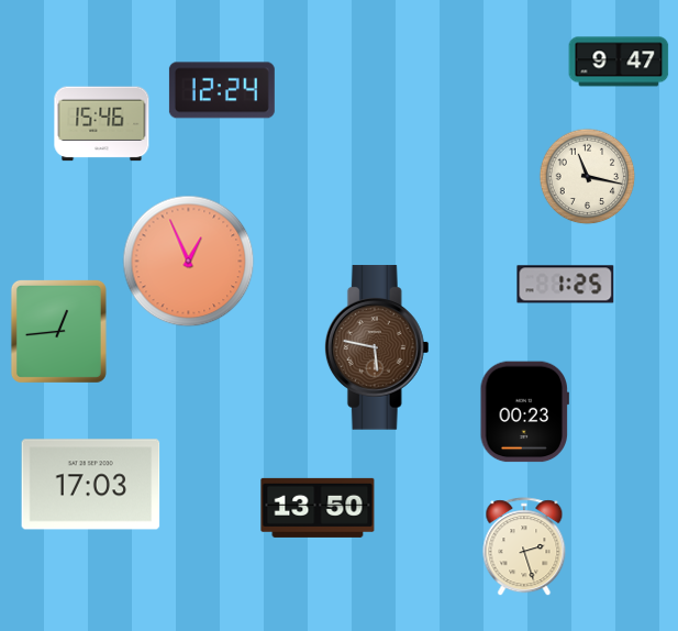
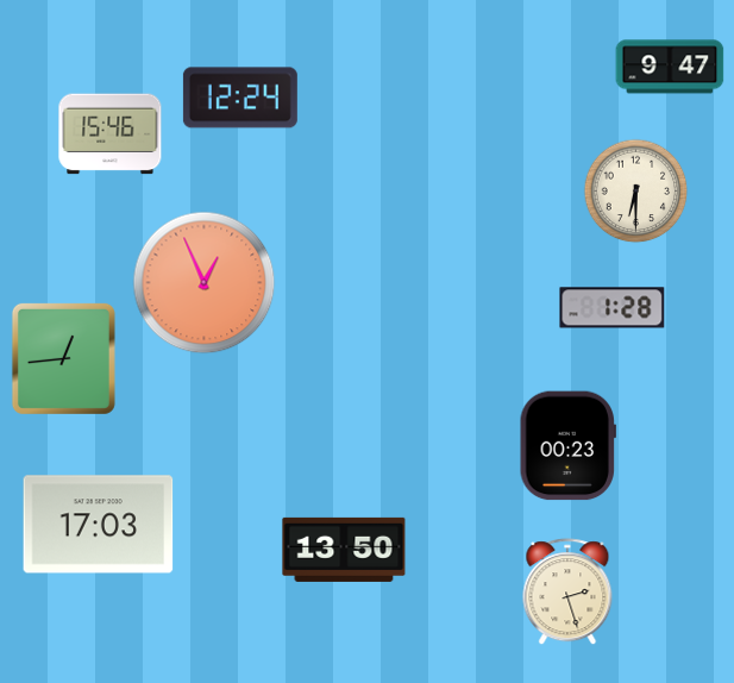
clock at (588, 177): 11:17 -> 6:30
clock at (566, 285): 1:25 -> 1:28
clock at (377, 347): 5:47 -> none
